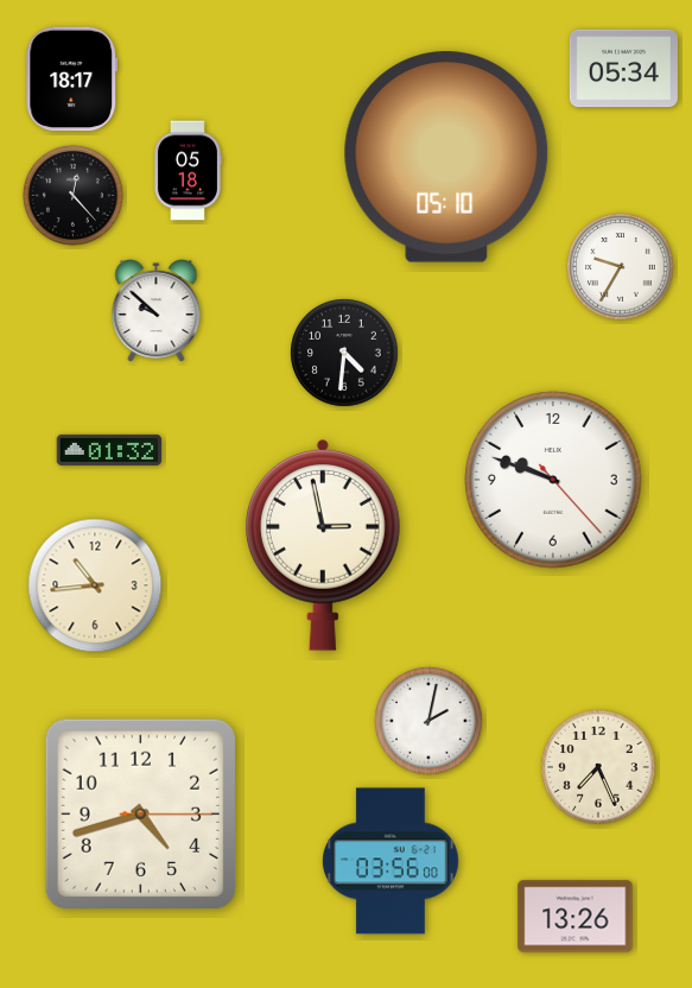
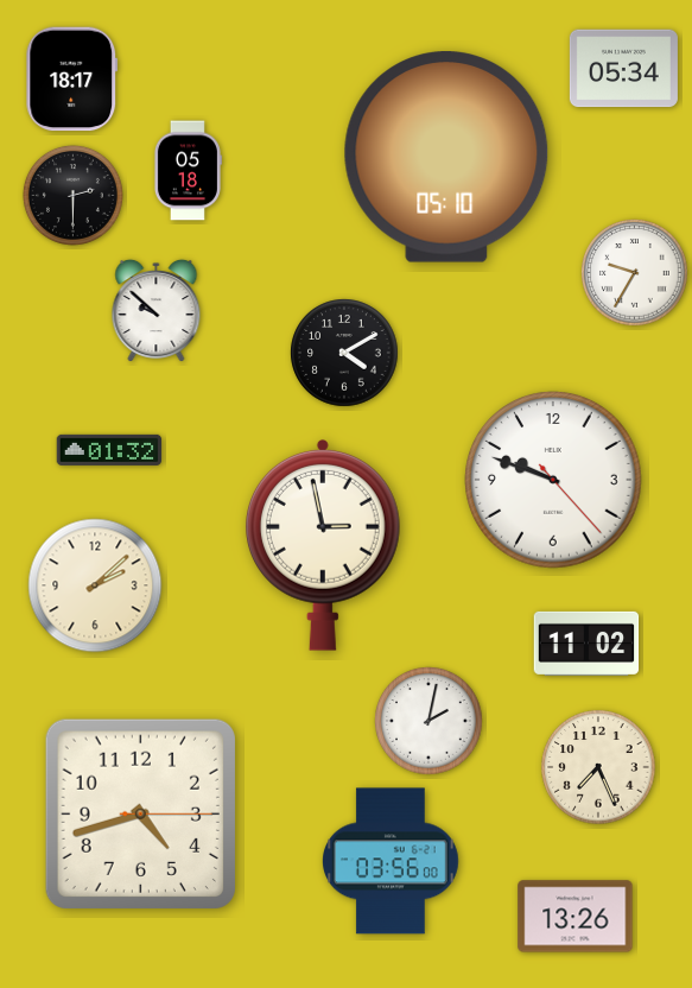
clock at (72, 195): 12:23 -> 2:30
clock at (621, 267) position: (621, 267) -> (635, 273)
clock at (344, 353): 4:31 -> 4:10
clock at (95, 585): 10:44 -> 2:08
clock at (586, 644): none -> 11:02
